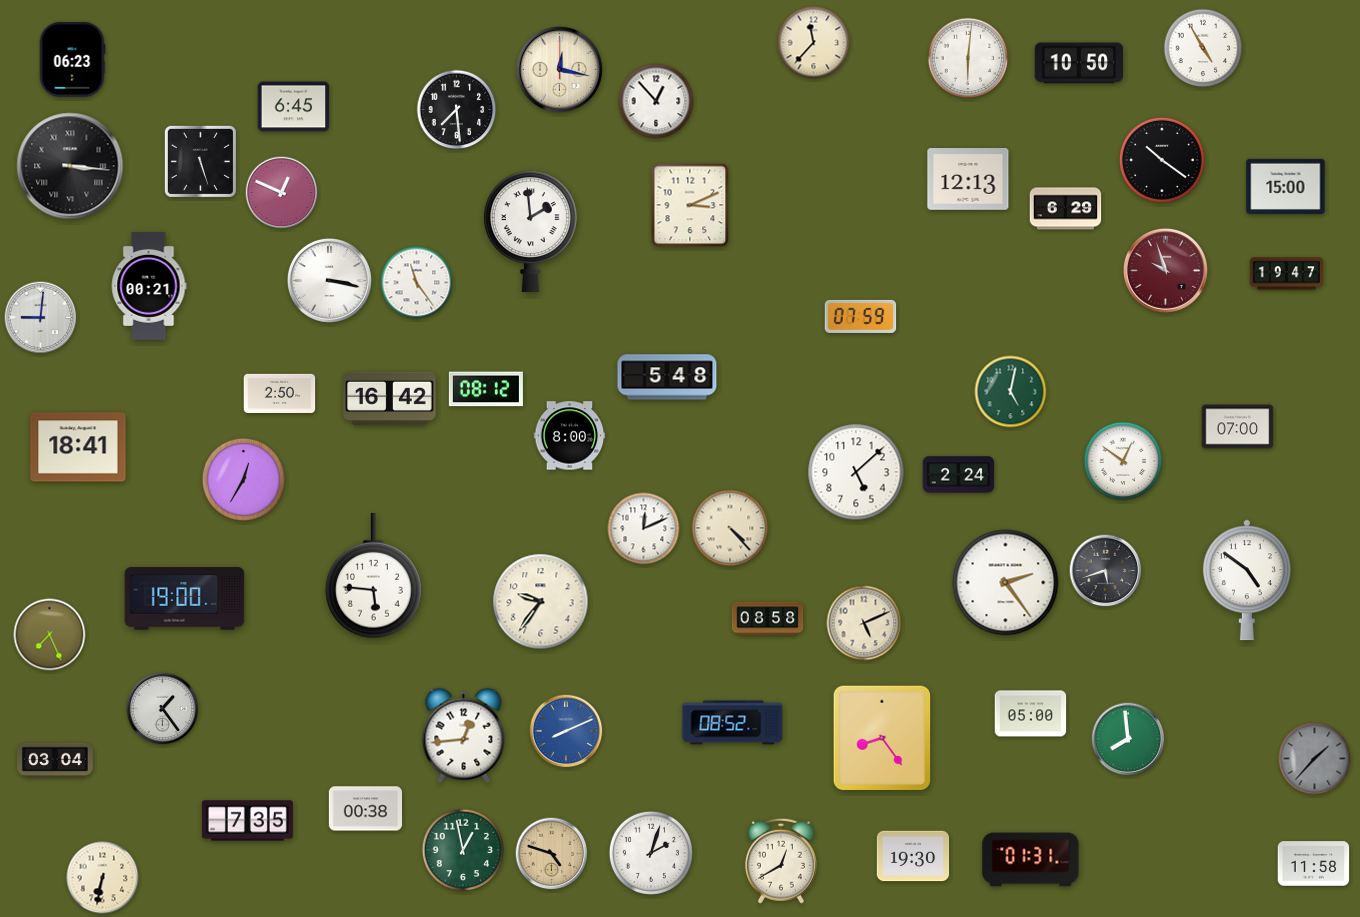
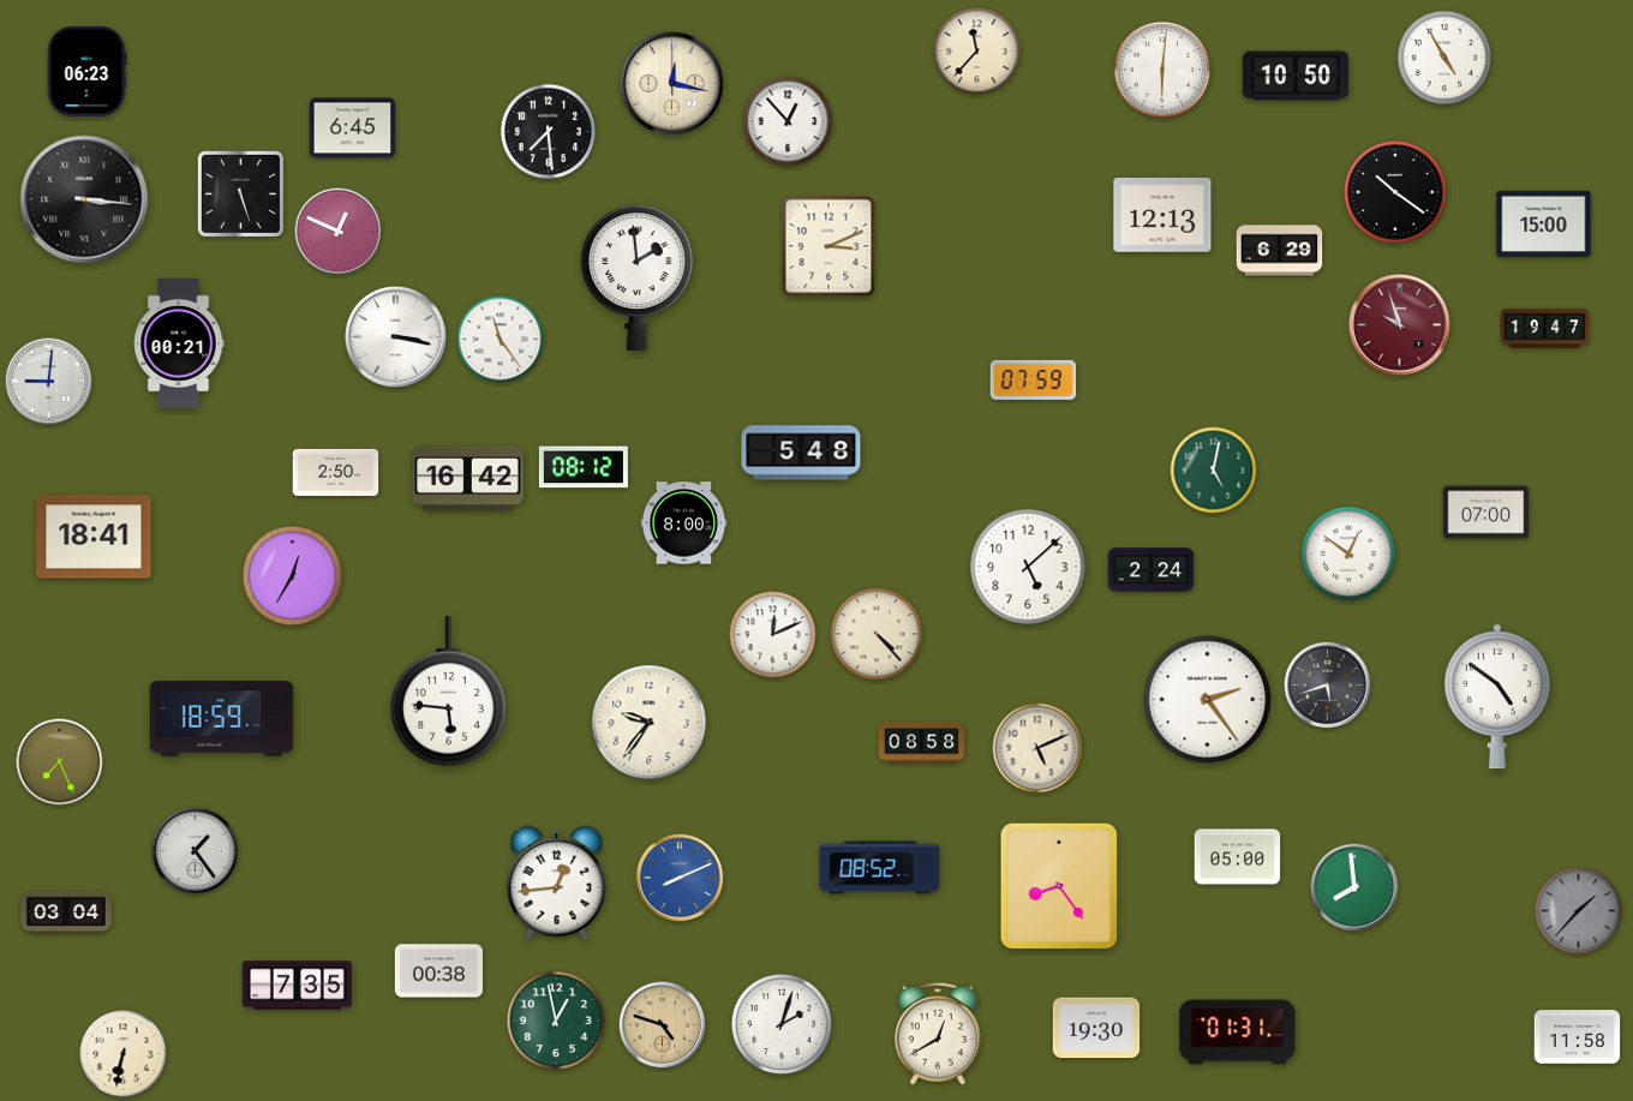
clock at (185, 599): 19:00 -> 18:59
